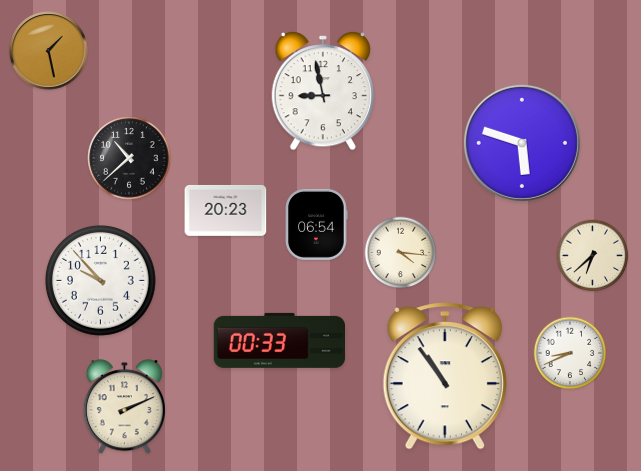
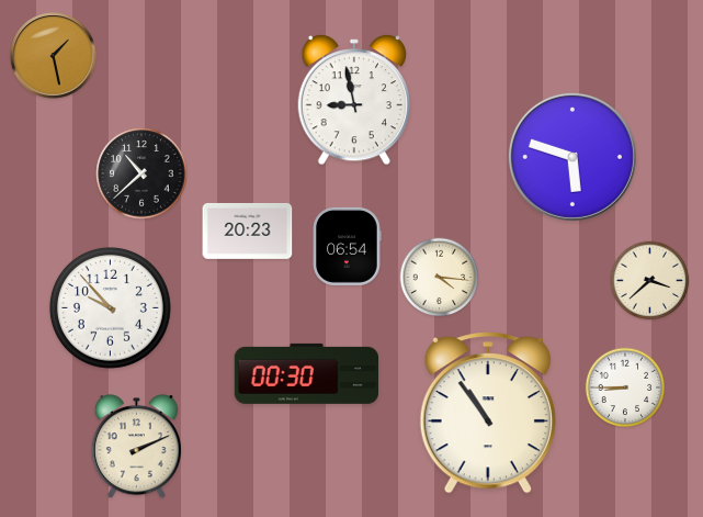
clock at (593, 256): 6:38 -> 3:38
clock at (280, 340): 00:33 -> 00:30
clock at (570, 353): 8:41 -> 8:45
